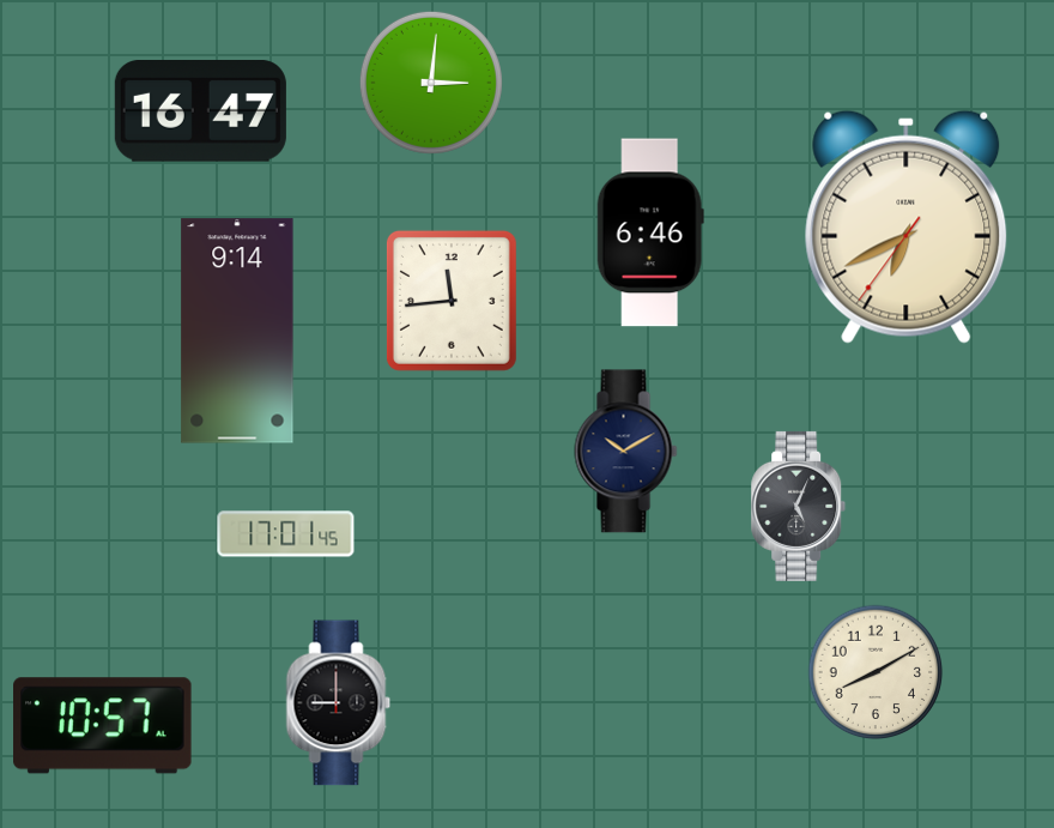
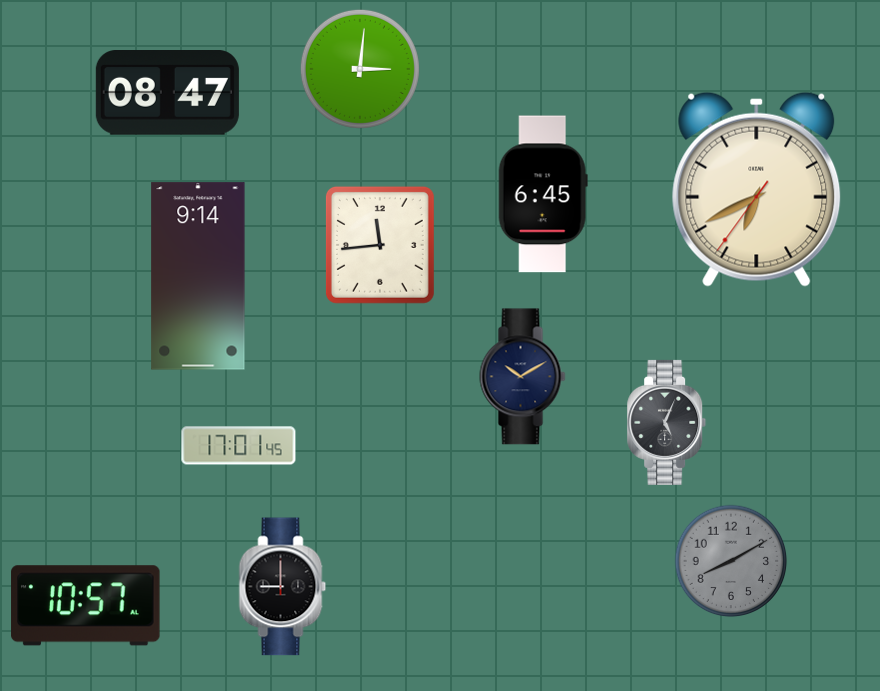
clock at (200, 111): 16:47 -> 08:47
clock at (650, 232): 6:46 -> 6:45
clock at (452, 301) position: (452, 301) -> (380, 245)
clock at (876, 672) dial: cream -> grey
